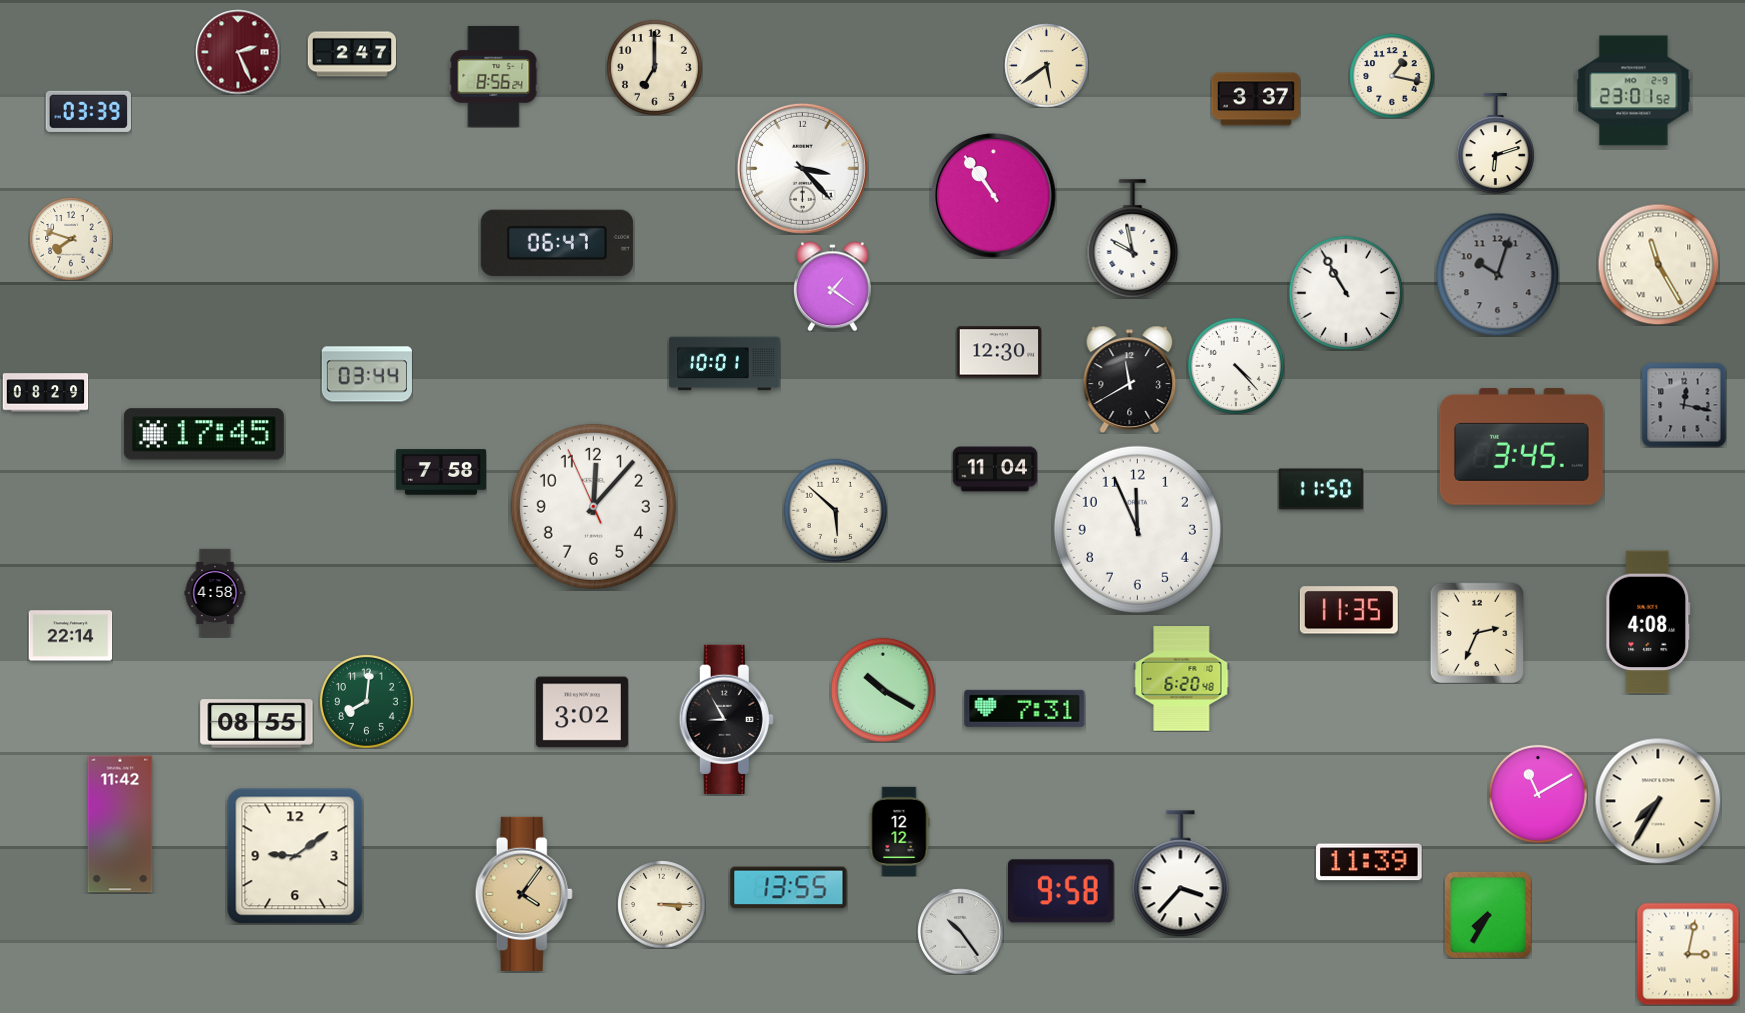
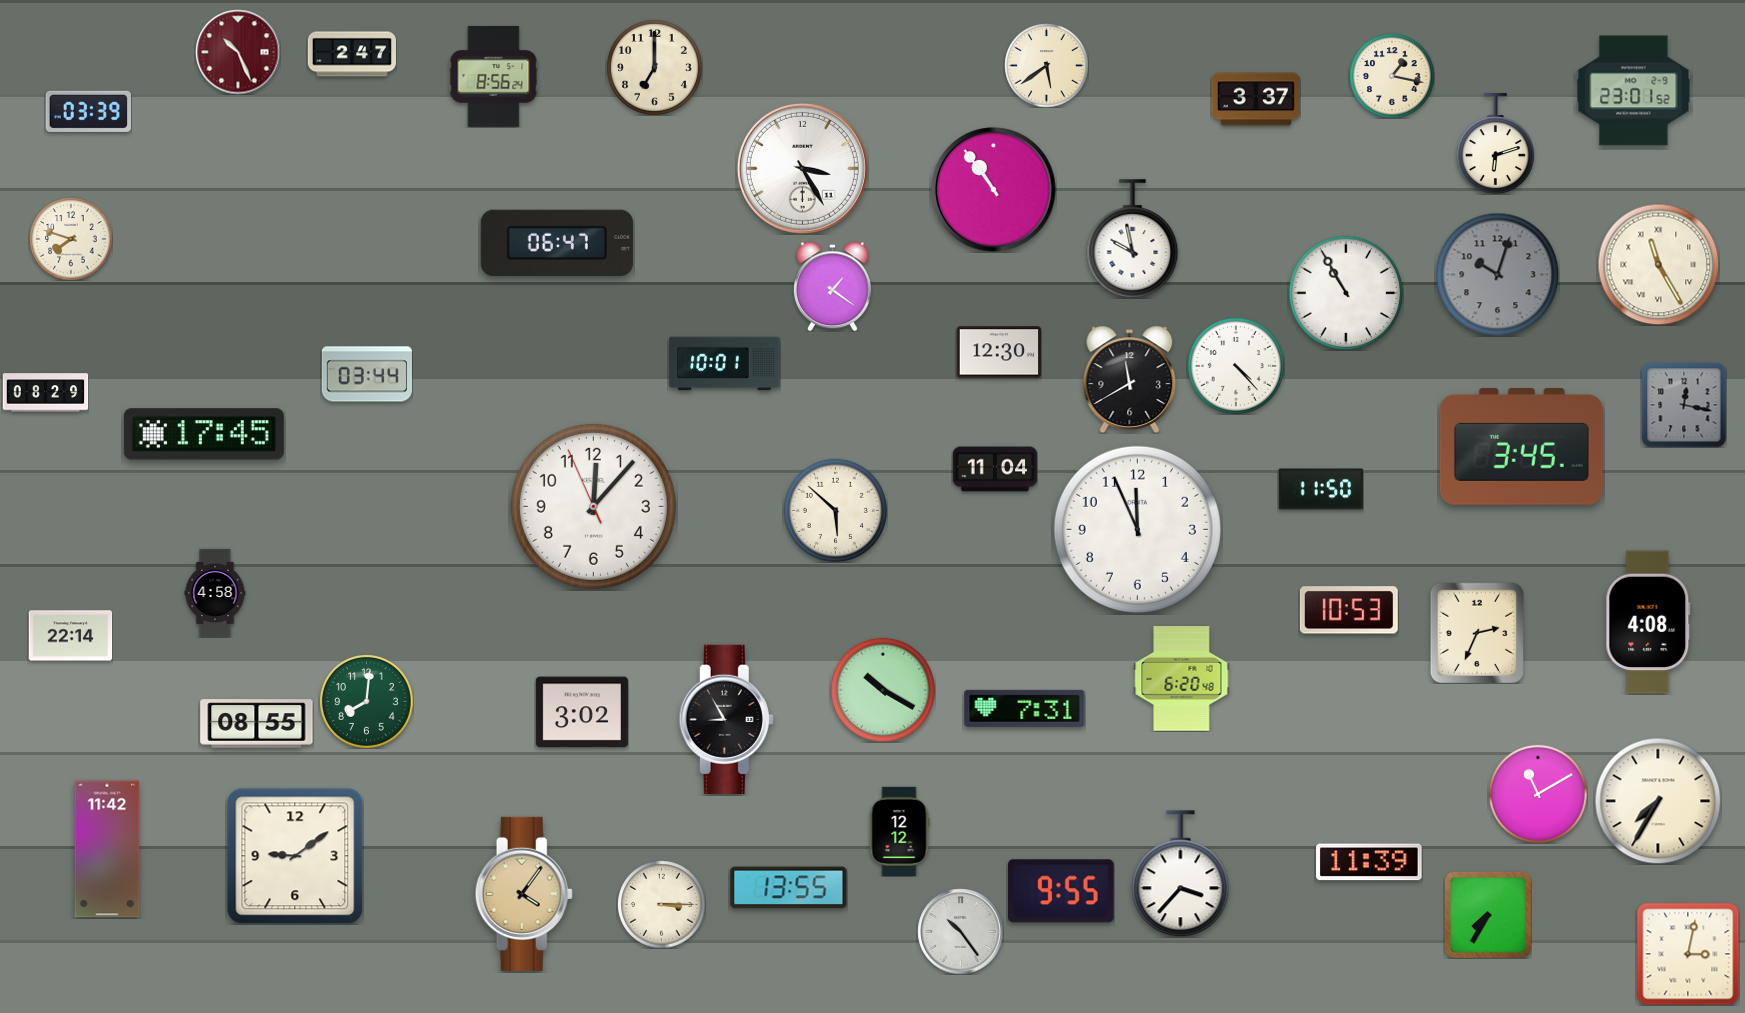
clock at (238, 52): 2:26 -> 10:26
clock at (802, 168): 3:23 -> 3:25
clock at (994, 196) position: (994, 196) -> (994, 190)
clock at (440, 472): 7:58 -> none
clock at (1349, 610): 11:35 -> 10:53
clock at (120, 824) position: (120, 824) -> (107, 849)
clock at (1062, 891): 9:58 -> 9:55
